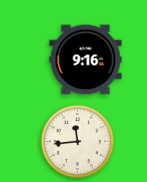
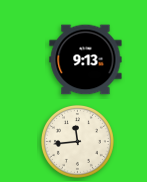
clock at (86, 60): 9:16 -> 9:13
